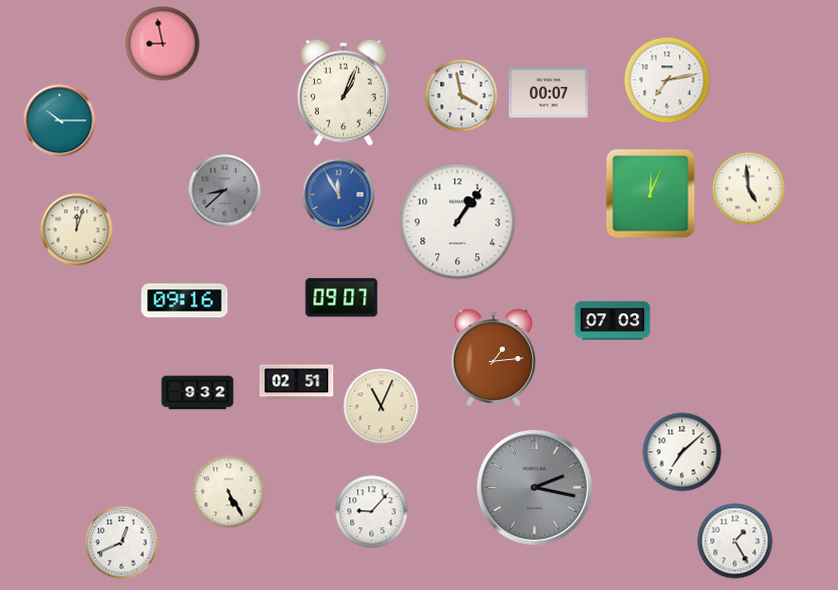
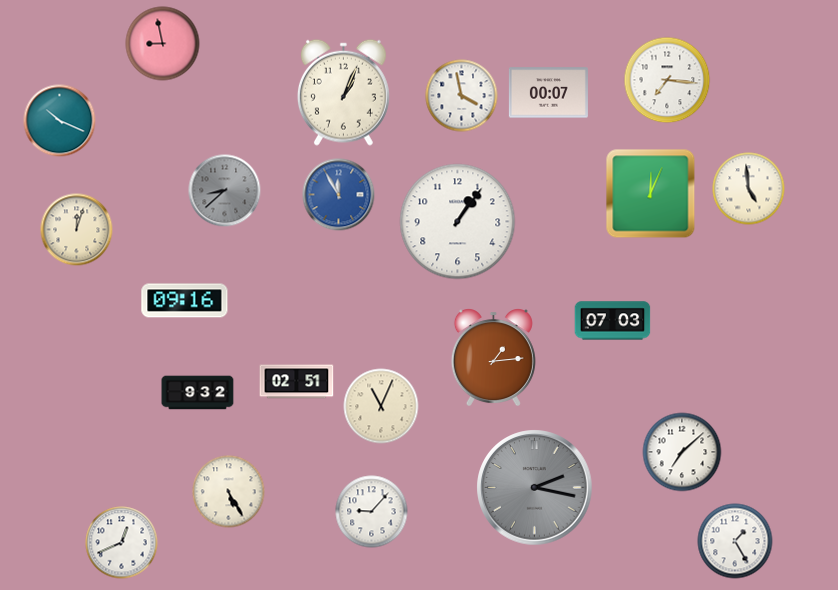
clock at (667, 80): 7:13 -> 7:16
clock at (60, 121): 10:15 -> 10:19
clock at (342, 298): 09:07 -> none
